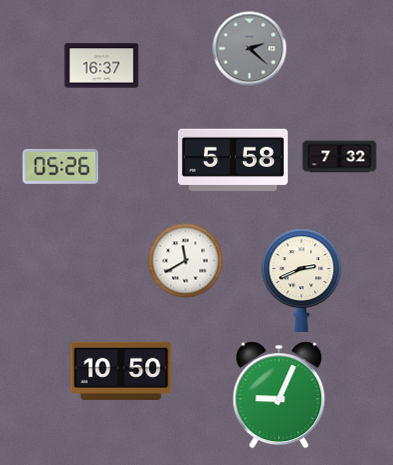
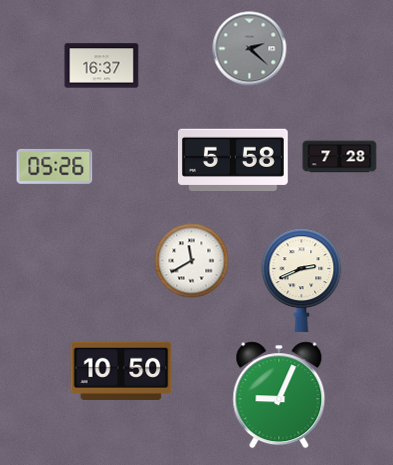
clock at (340, 157): 7:32 -> 7:28
clock at (61, 166) position: (61, 166) -> (55, 166)
clock at (186, 261) position: (186, 261) -> (192, 261)
